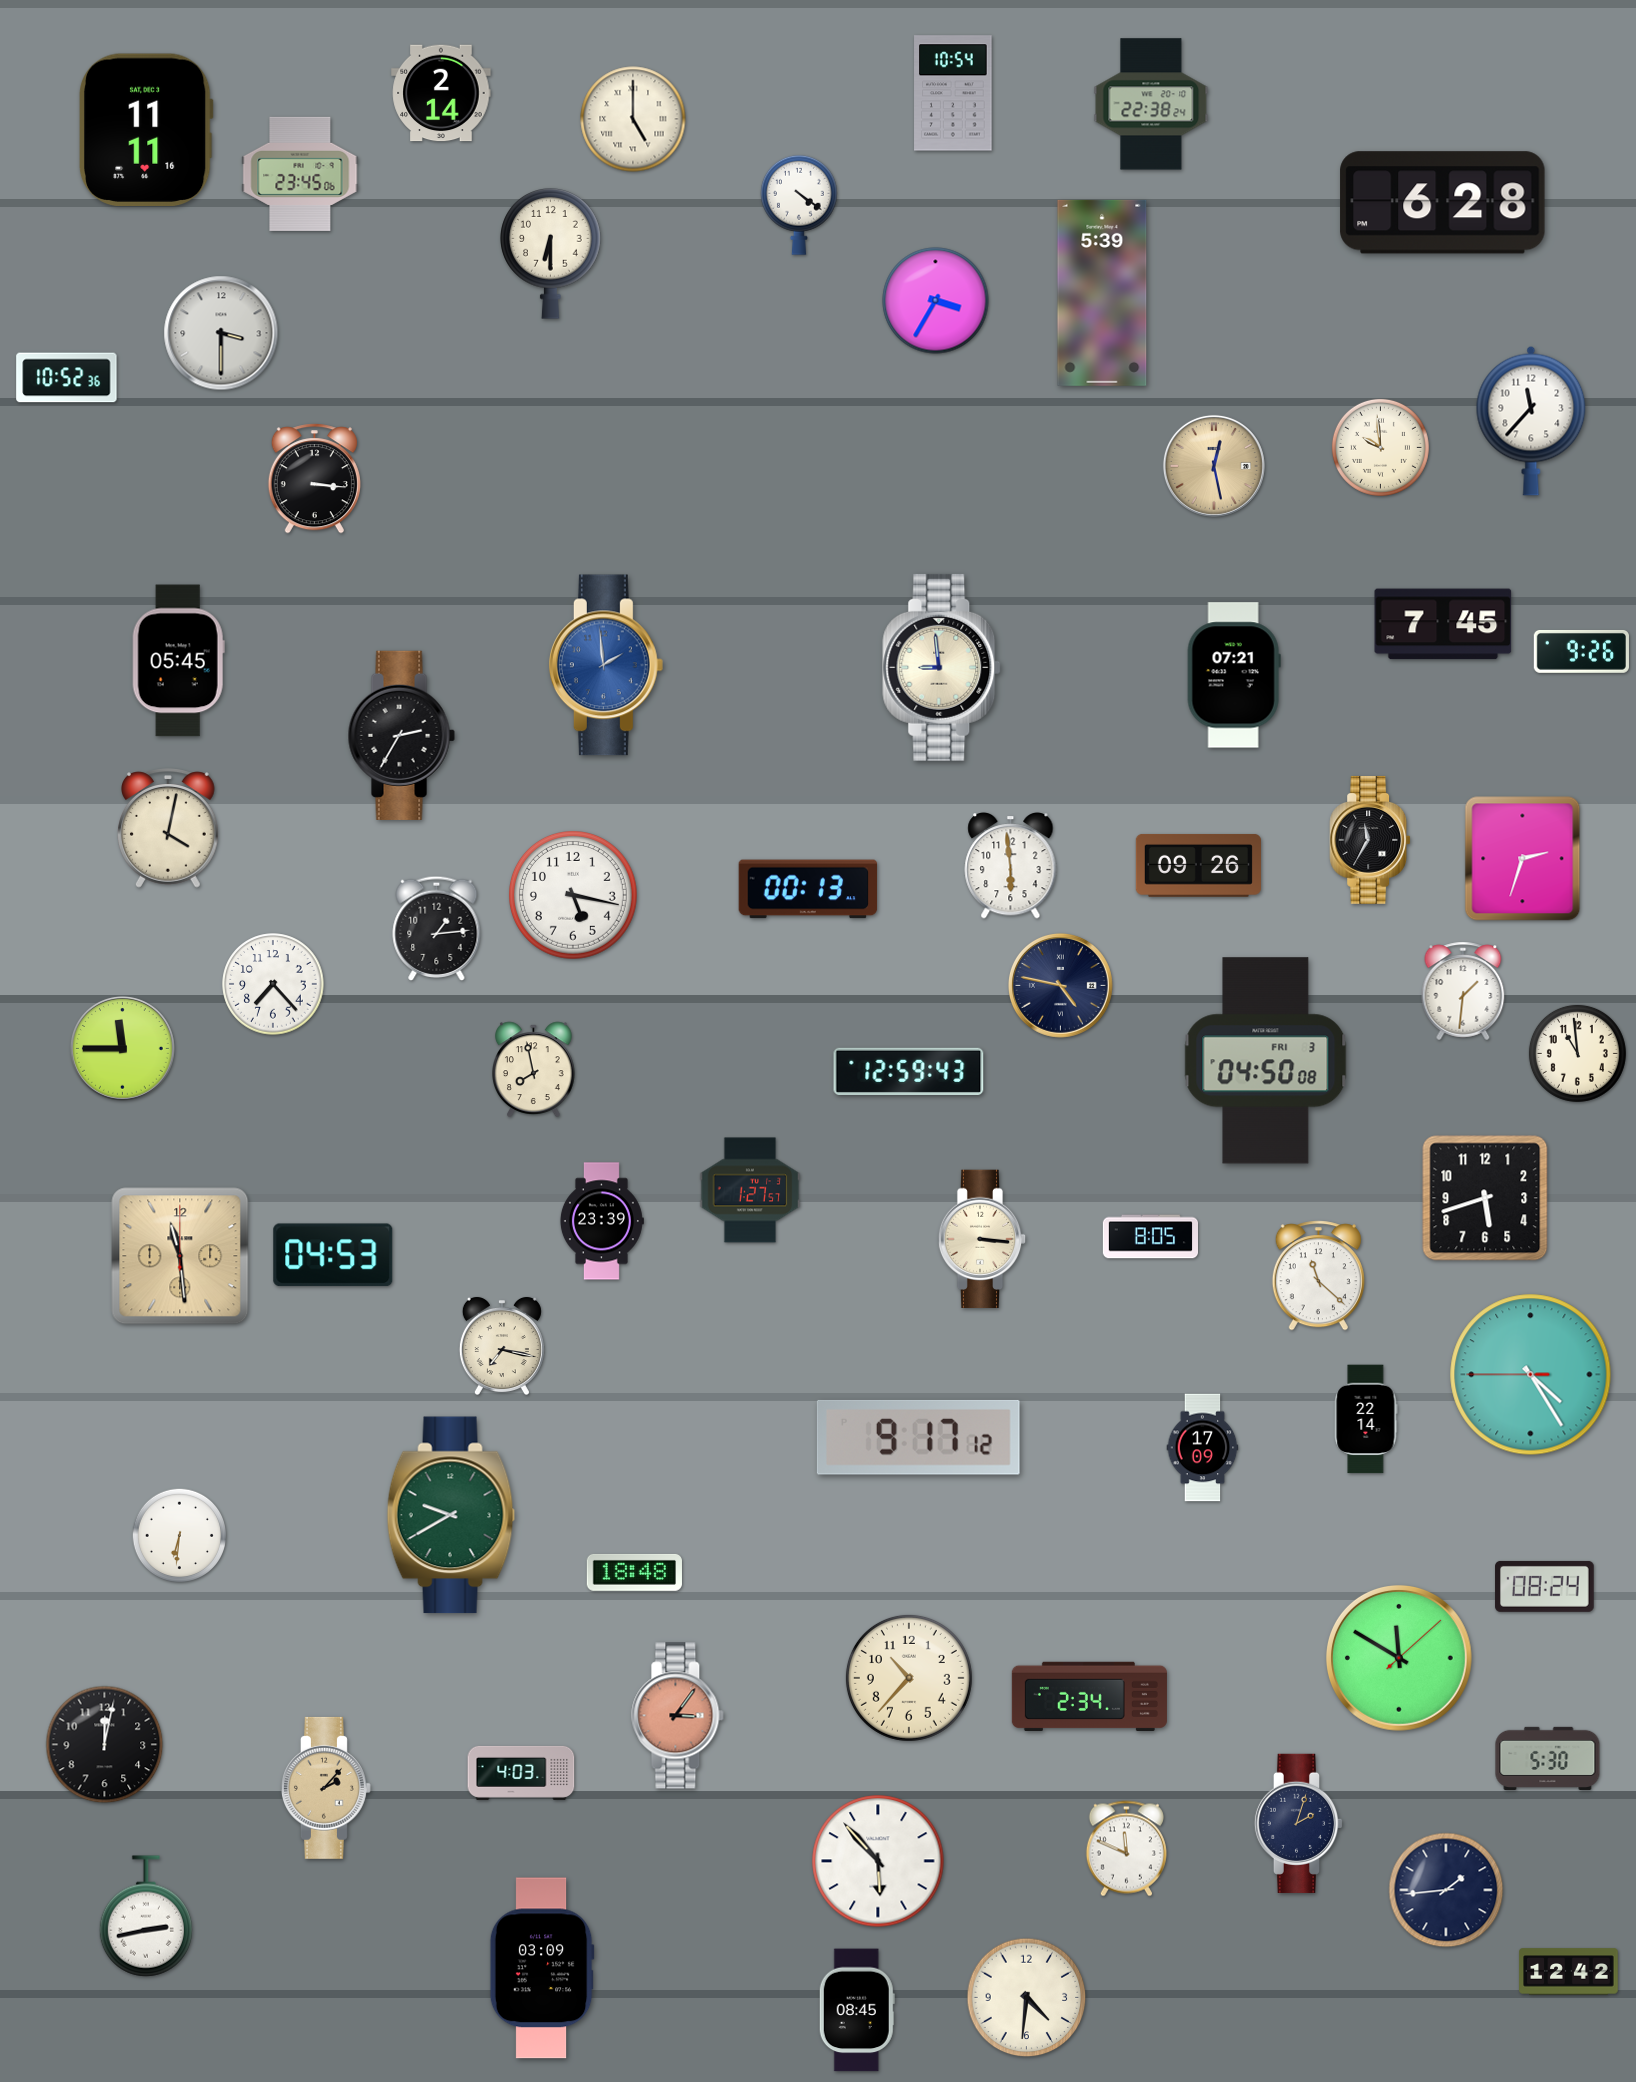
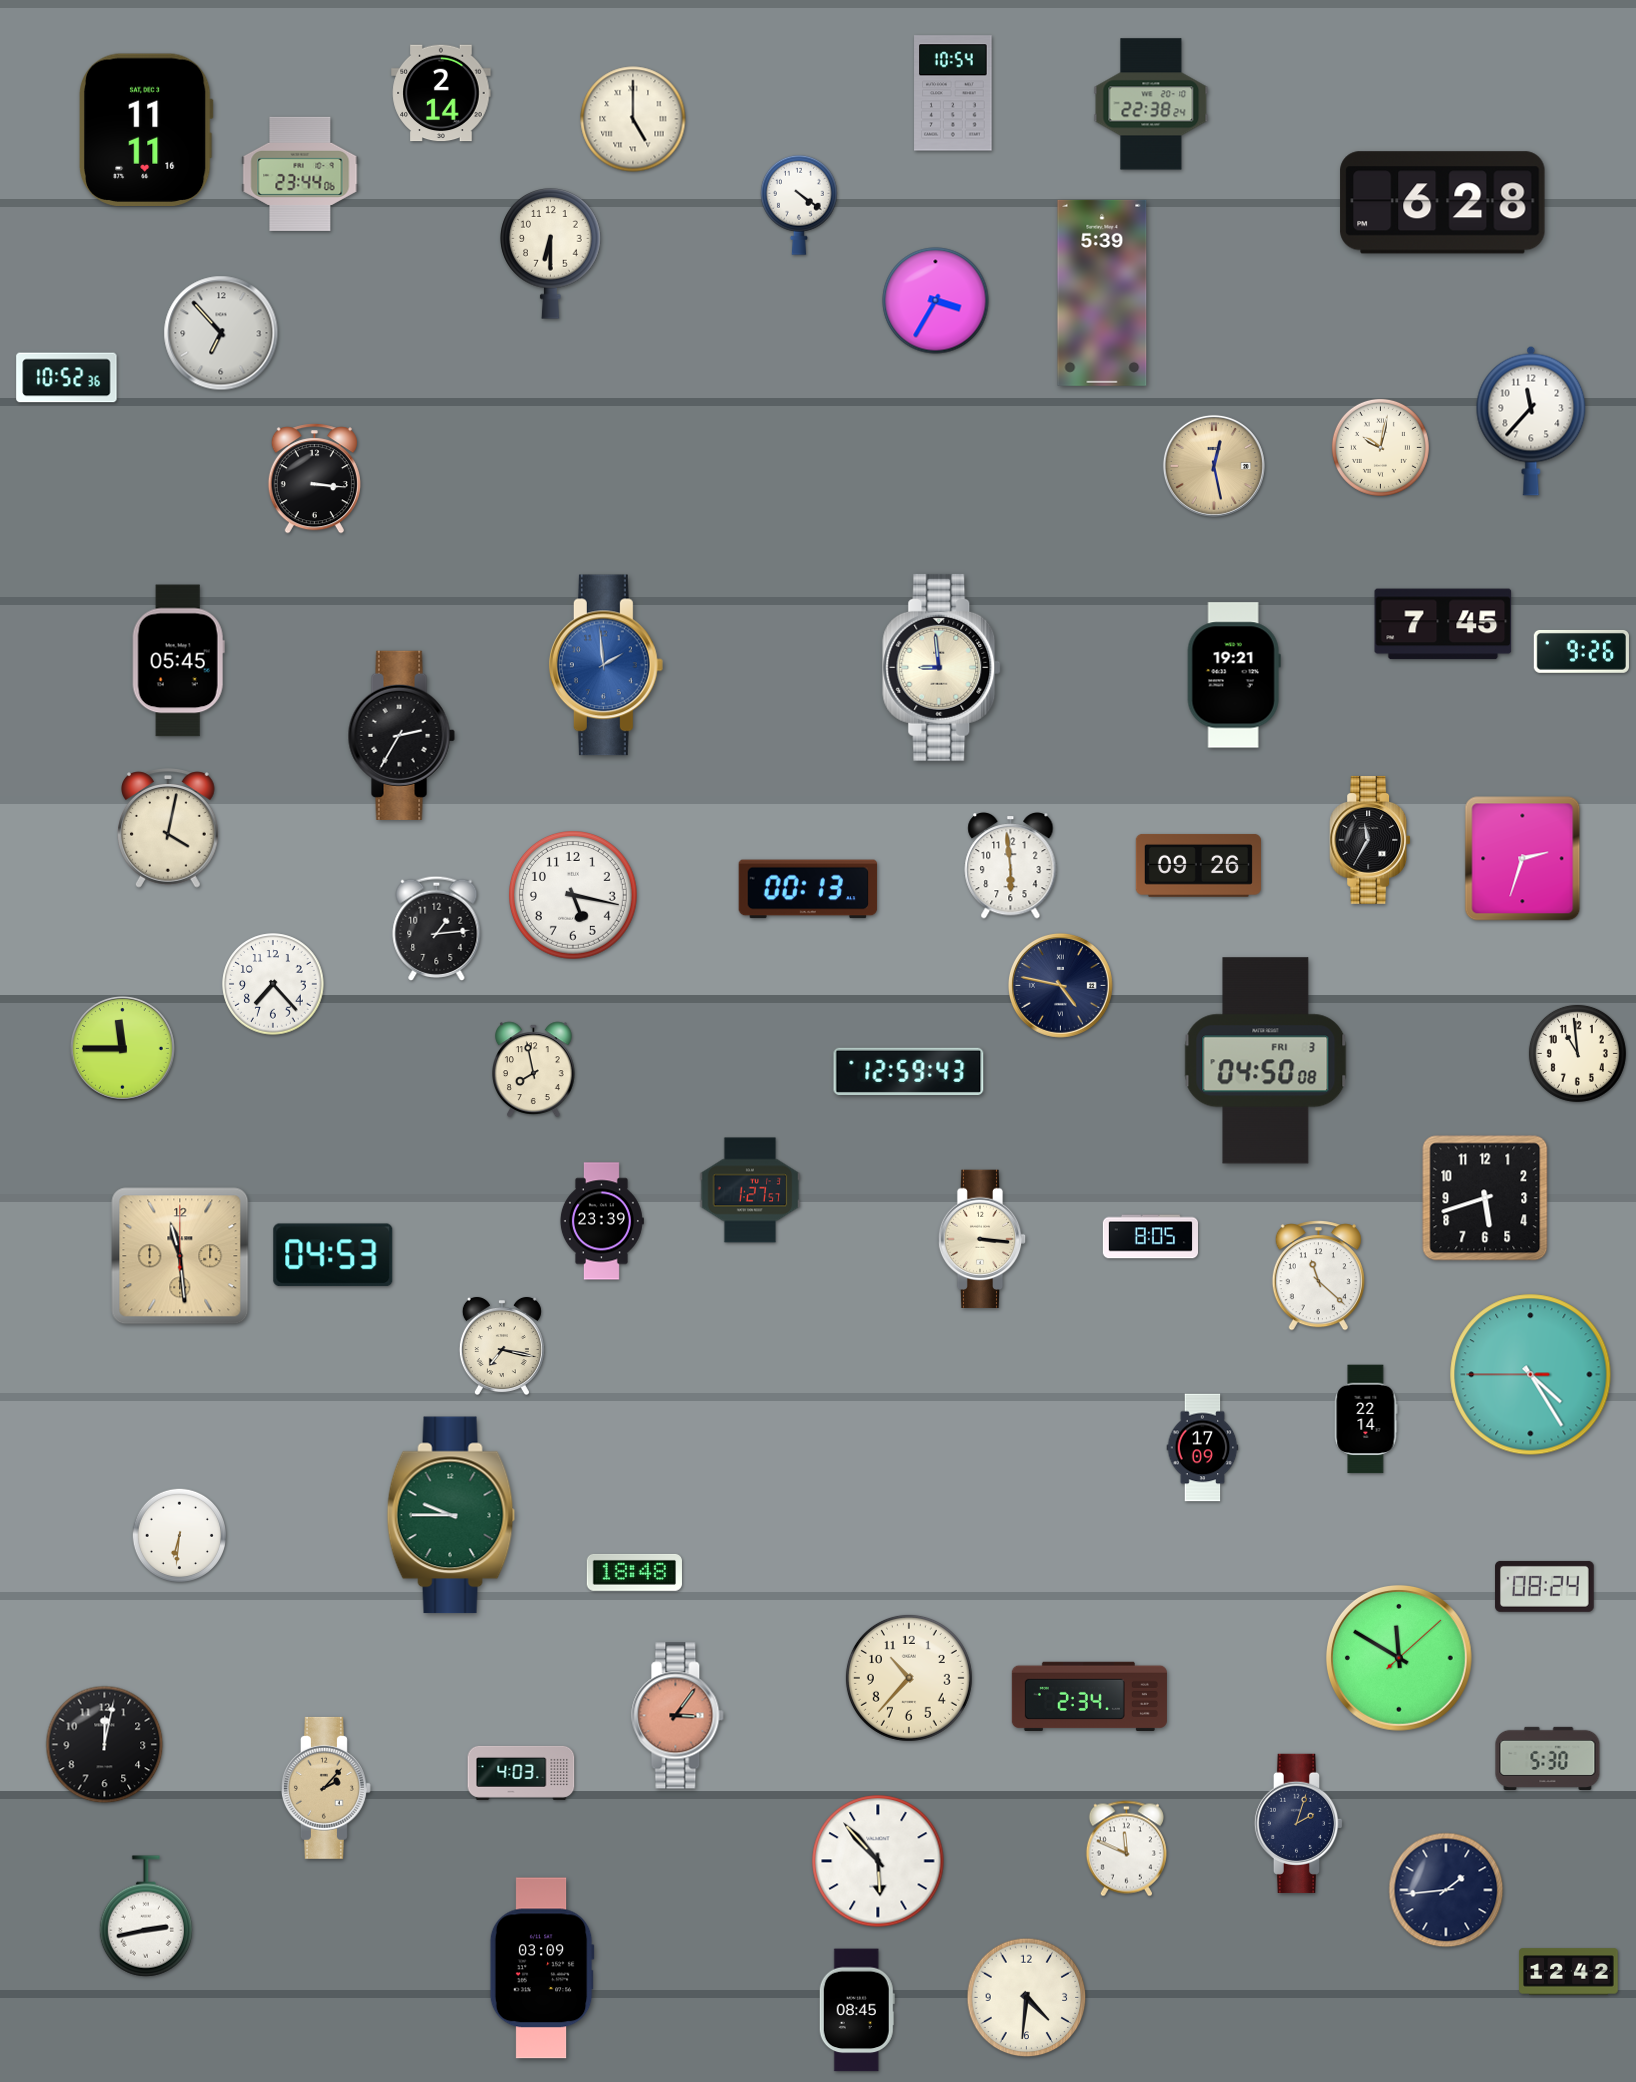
clock at (300, 174): 23:45 -> 23:44
clock at (221, 333): 3:30 -> 6:53
clock at (1380, 447): 9:59 -> 10:02
clock at (1234, 675): 07:21 -> 19:21
clock at (1463, 991): 1:31 -> none
clock at (918, 1437): 9:17 -> none
clock at (451, 1515): 9:40 -> 9:45
